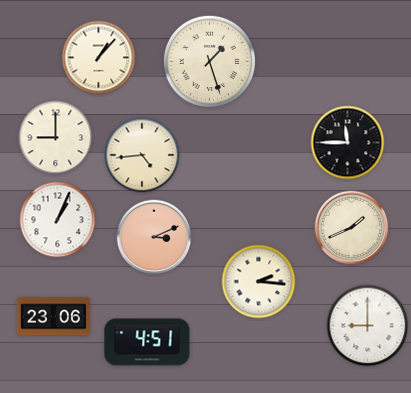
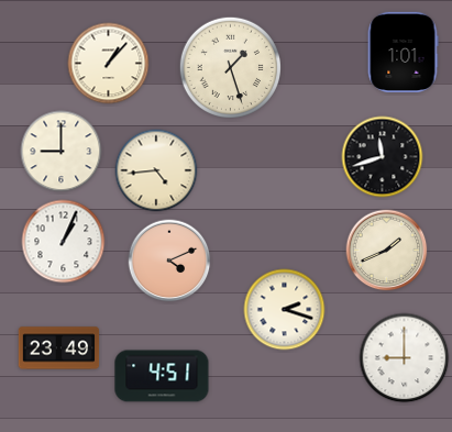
clock at (403, 52): none -> 1:01
clock at (348, 143): 11:45 -> 11:42
clock at (154, 237): 3:11 -> 4:11
clock at (259, 282): 2:16 -> 2:18
clock at (54, 317): 23:06 -> 23:49
